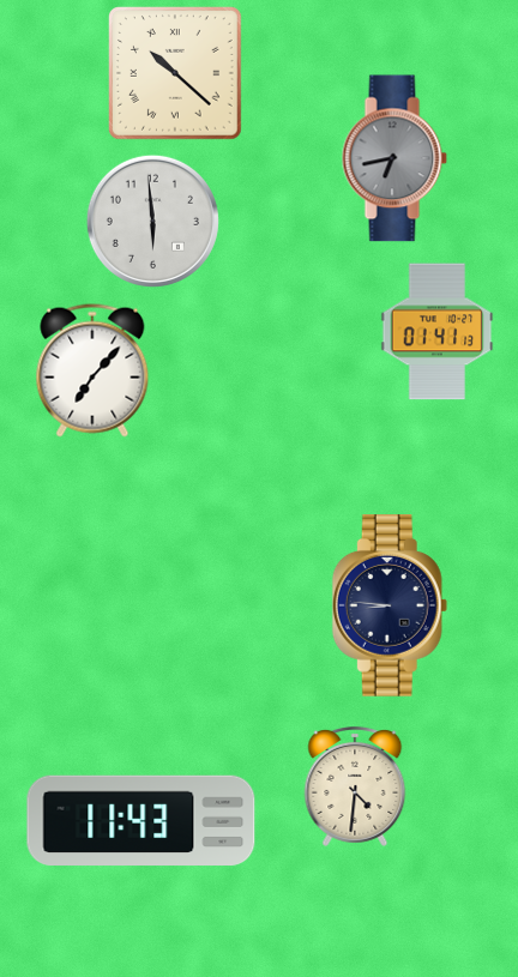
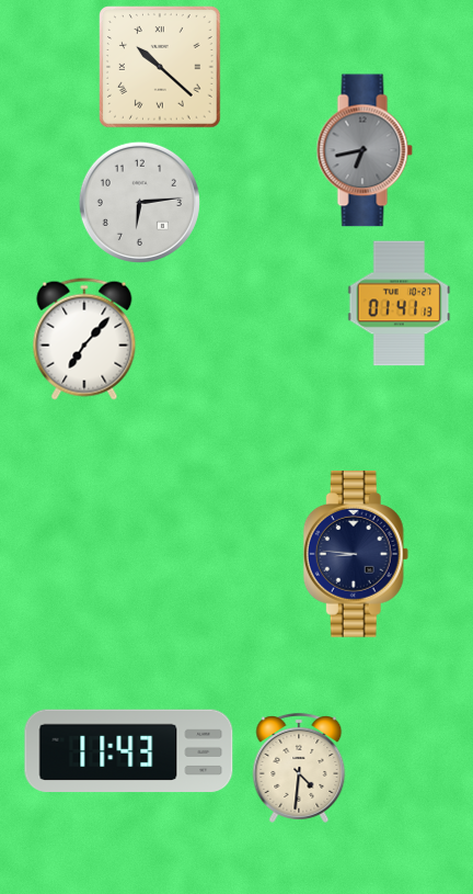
clock at (394, 158) position: (394, 158) -> (365, 150)
clock at (152, 221): 5:59 -> 6:14
clock at (355, 786) position: (355, 786) -> (299, 768)
